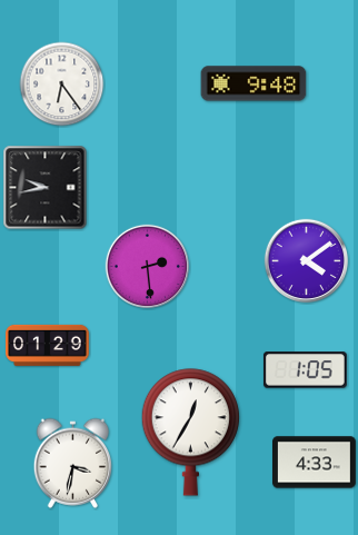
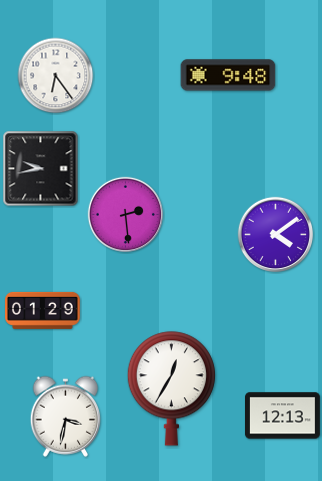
clock at (147, 266) position: (147, 266) -> (125, 214)
clock at (305, 370): 1:05 -> none
clock at (315, 463): 4:33 -> 12:13
